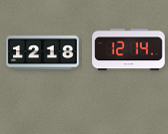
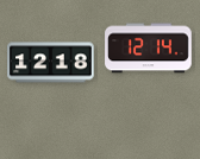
clock at (129, 50) position: (129, 50) -> (149, 49)
